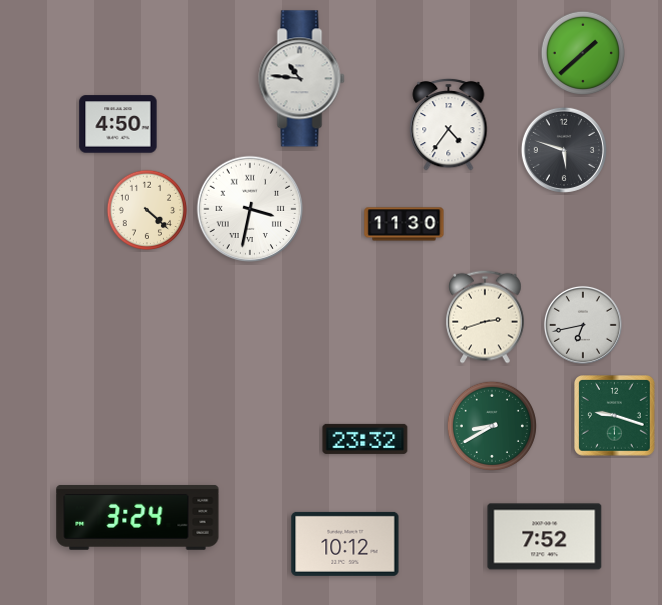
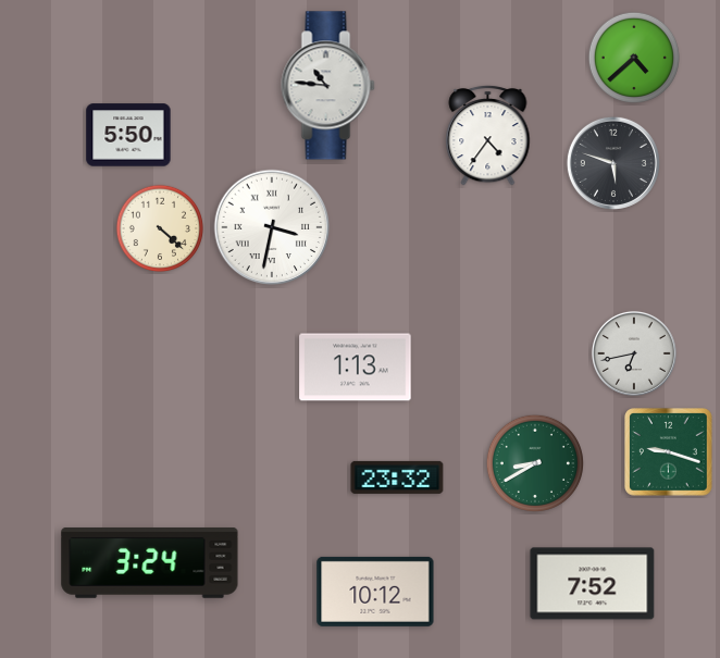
clock at (582, 52): 1:38 -> 4:38
clock at (118, 124): 4:50 -> 5:50
clock at (404, 224): 11:30 -> none
clock at (486, 317): 2:42 -> none
clock at (356, 368): none -> 1:13
